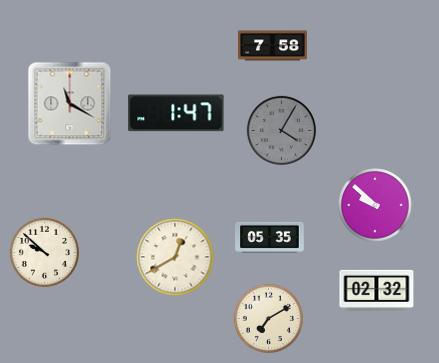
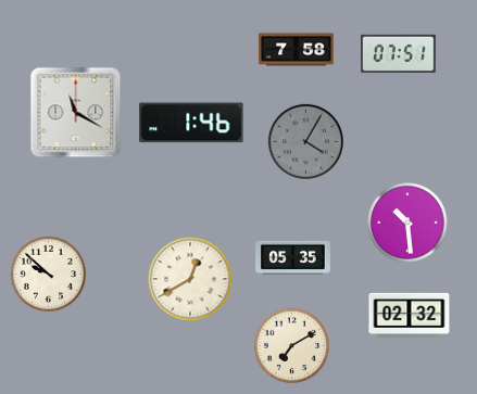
clock at (399, 53): none -> 07:51
clock at (176, 113): 1:47 -> 1:46
clock at (375, 205): 9:52 -> 10:29
